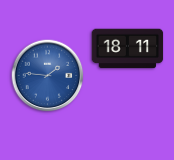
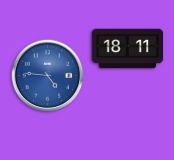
clock at (48, 76): 1:46 -> 4:46
